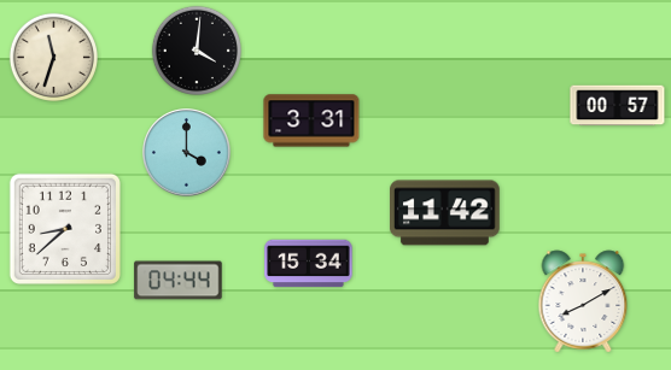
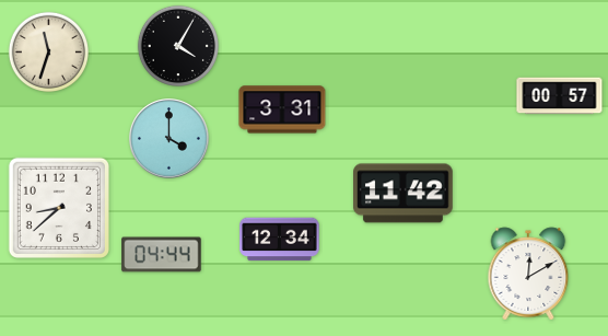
clock at (197, 51): 4:01 -> 4:05
clock at (309, 264): 15:34 -> 12:34
clock at (583, 301): 8:10 -> 12:10
